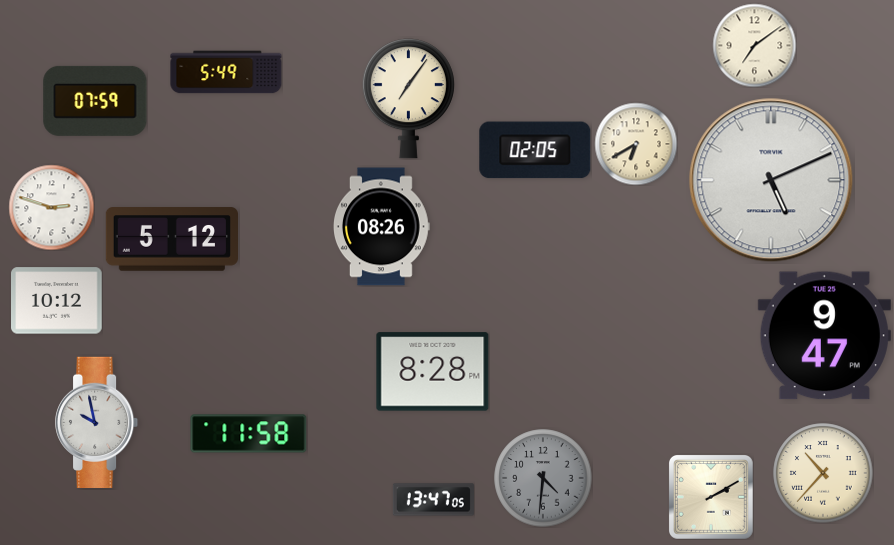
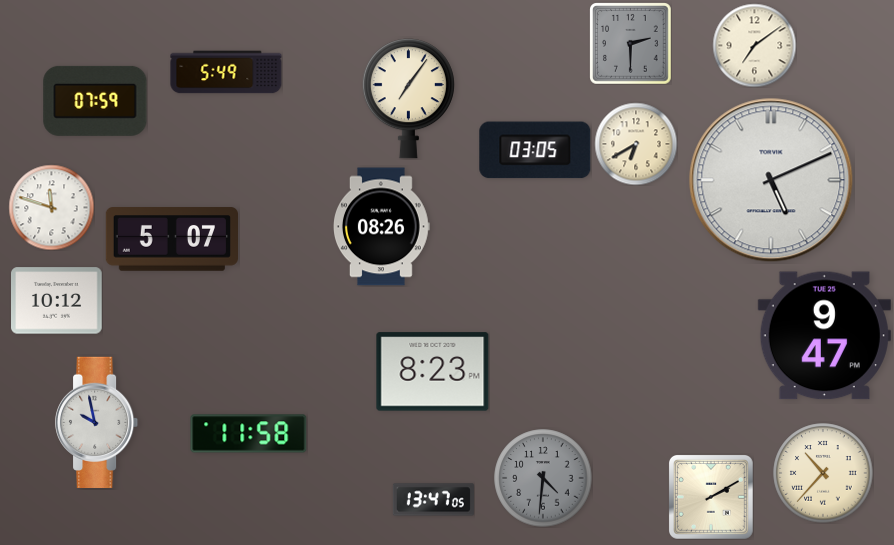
clock at (630, 43): none -> 2:30
clock at (535, 150): 02:05 -> 03:05
clock at (51, 207): 2:48 -> 11:48
clock at (171, 239): 5:12 -> 5:07
clock at (433, 372): 8:28 -> 8:23
